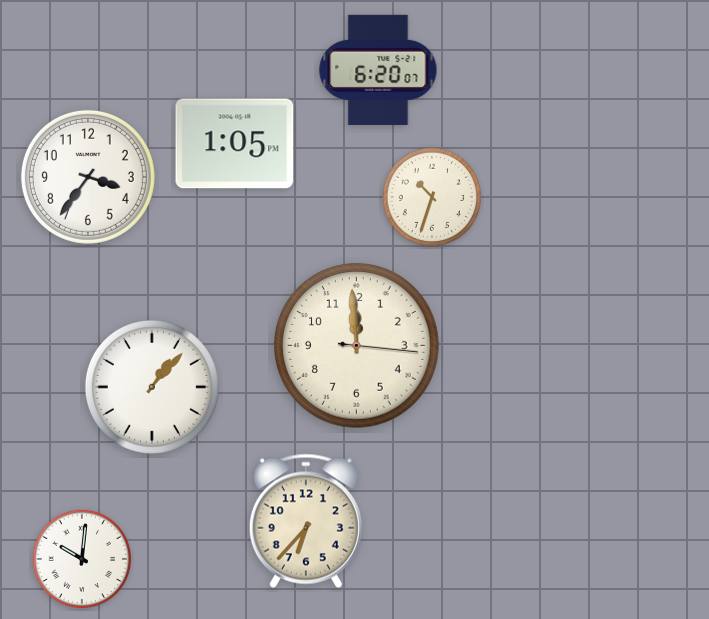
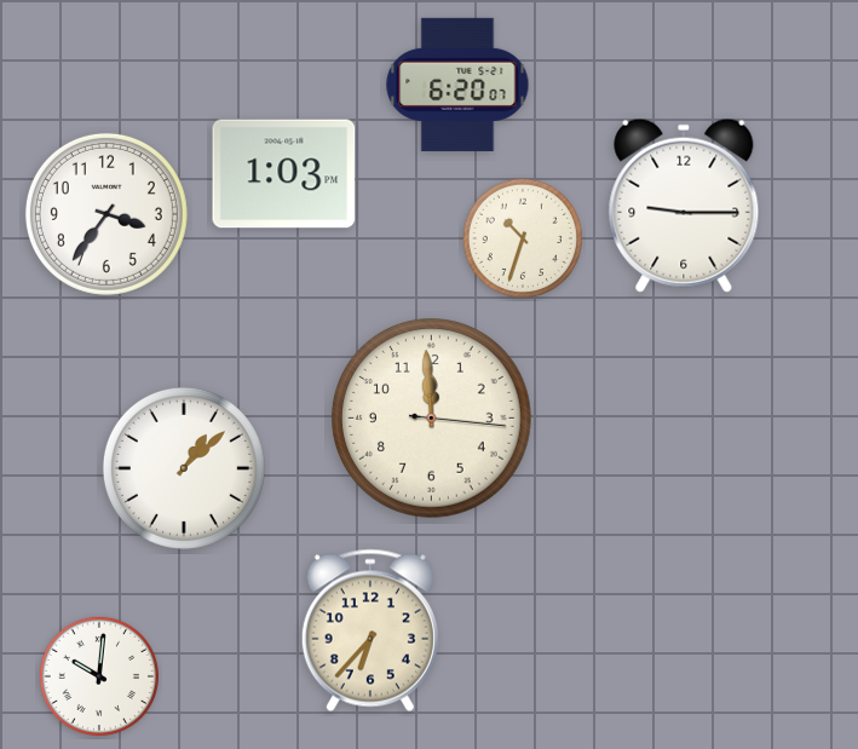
clock at (235, 144): 1:05 -> 1:03
clock at (684, 206): none -> 9:15
clock at (152, 387): 1:07 -> 1:08
